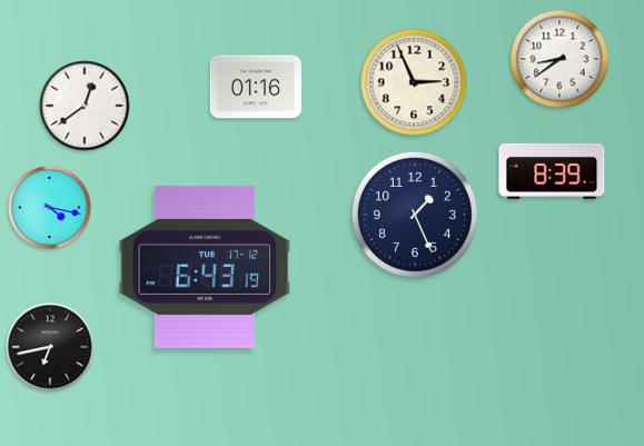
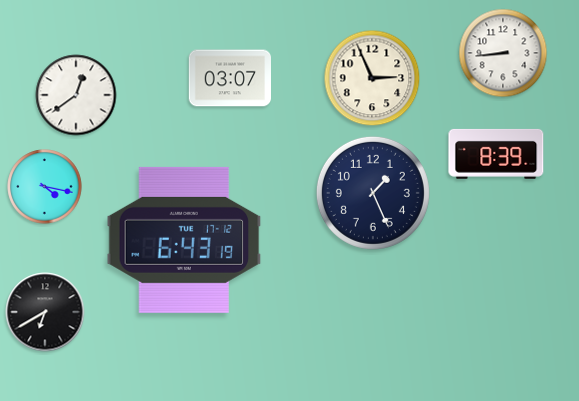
clock at (559, 59): 8:39 -> 8:44
clock at (414, 82) position: (414, 82) -> (372, 78)
clock at (255, 87): 01:16 -> 03:07
clock at (50, 347): 6:43 -> 6:40
